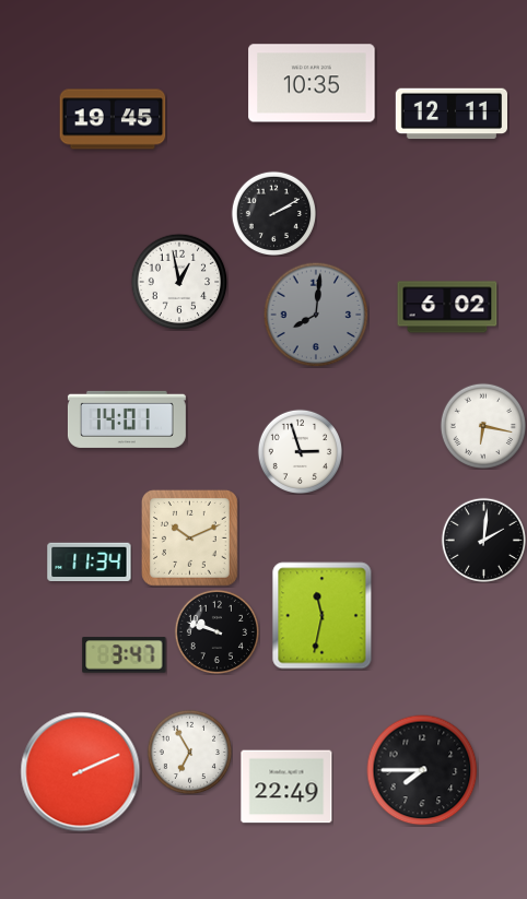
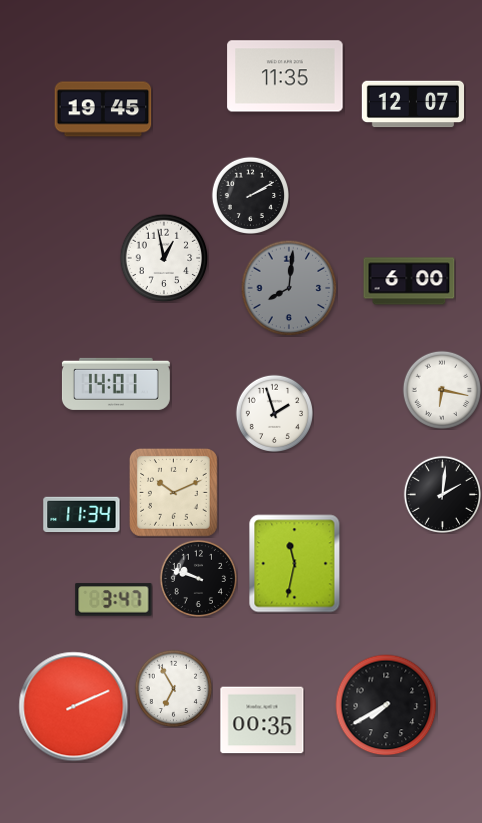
clock at (312, 83): 10:35 -> 11:35
clock at (450, 114): 12:11 -> 12:07
clock at (447, 307): 6:02 -> 6:00
clock at (300, 451): 2:57 -> 1:57
clock at (422, 770): 7:45 -> 7:40
clock at (286, 786): 22:49 -> 00:35
